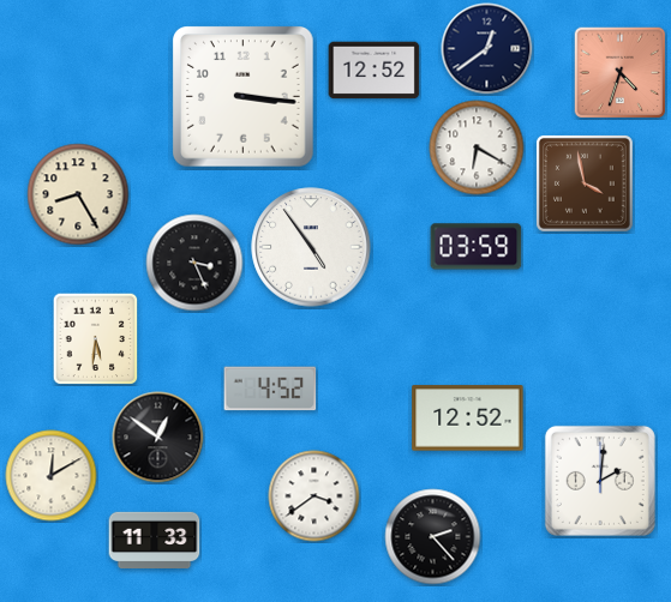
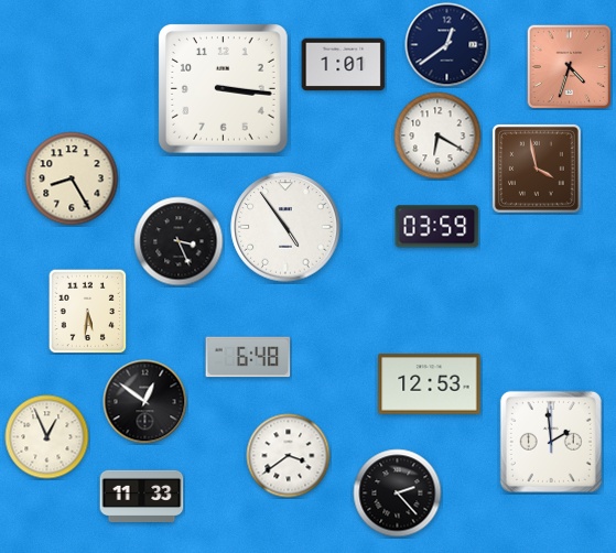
clock at (375, 71): 12:52 -> 1:01
clock at (270, 389): 4:52 -> 6:48
clock at (468, 419): 12:52 -> 12:53
clock at (52, 476): 12:10 -> 12:56
clock at (600, 481): 2:01 -> 1:59
